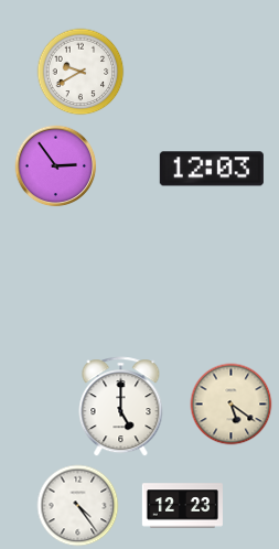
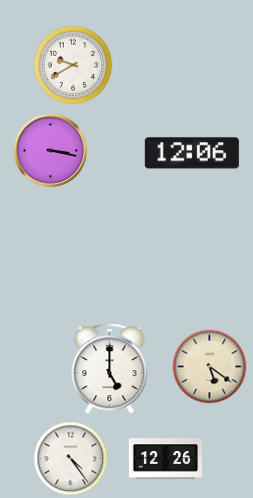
clock at (56, 166): 2:54 -> 3:17
clock at (212, 169): 12:03 -> 12:06
clock at (182, 506): 12:23 -> 12:26
